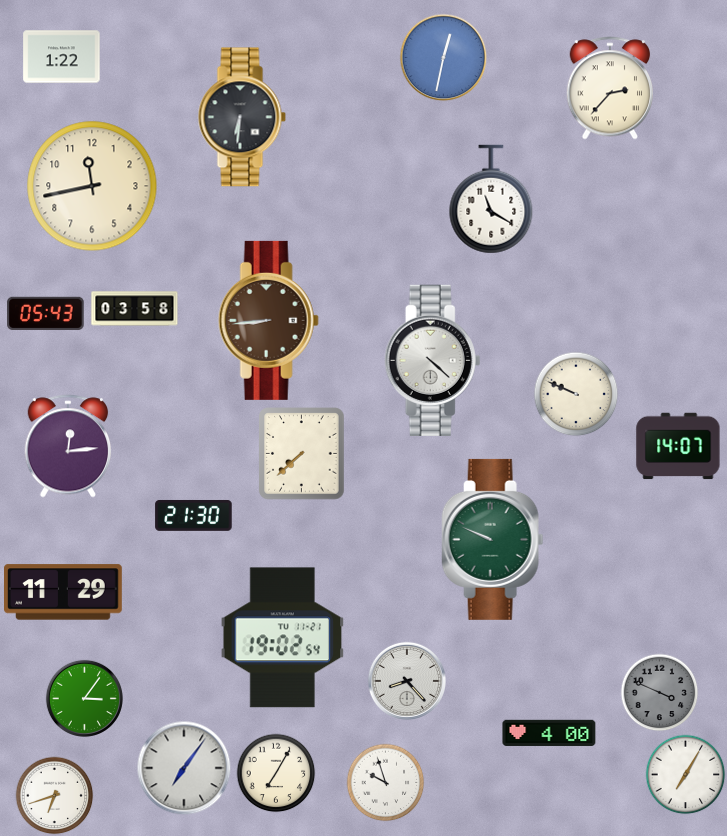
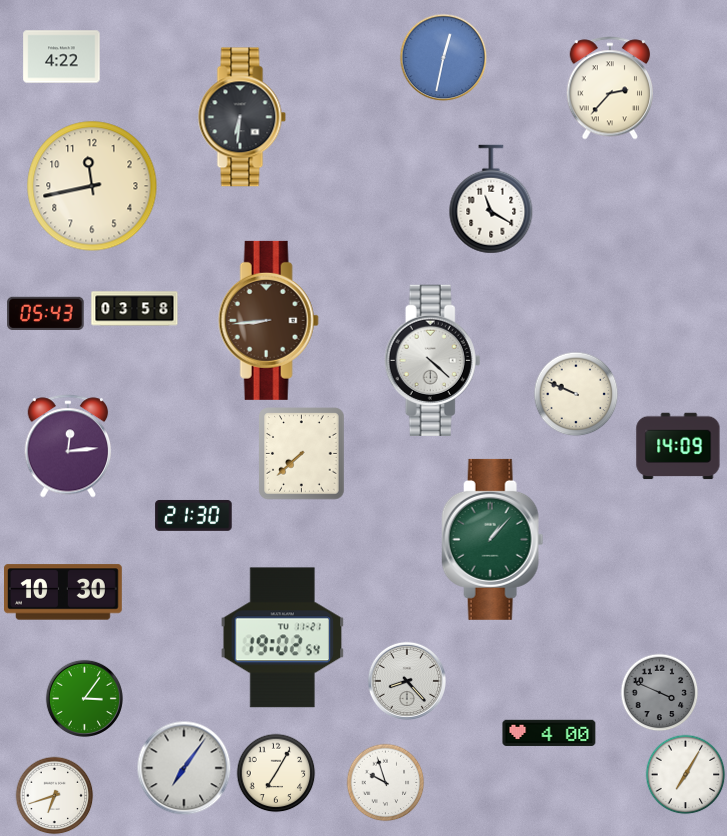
clock at (62, 57): 1:22 -> 4:22
clock at (678, 446): 14:07 -> 14:09
clock at (493, 539): 9:49 -> 1:07
clock at (64, 592): 11:29 -> 10:30
